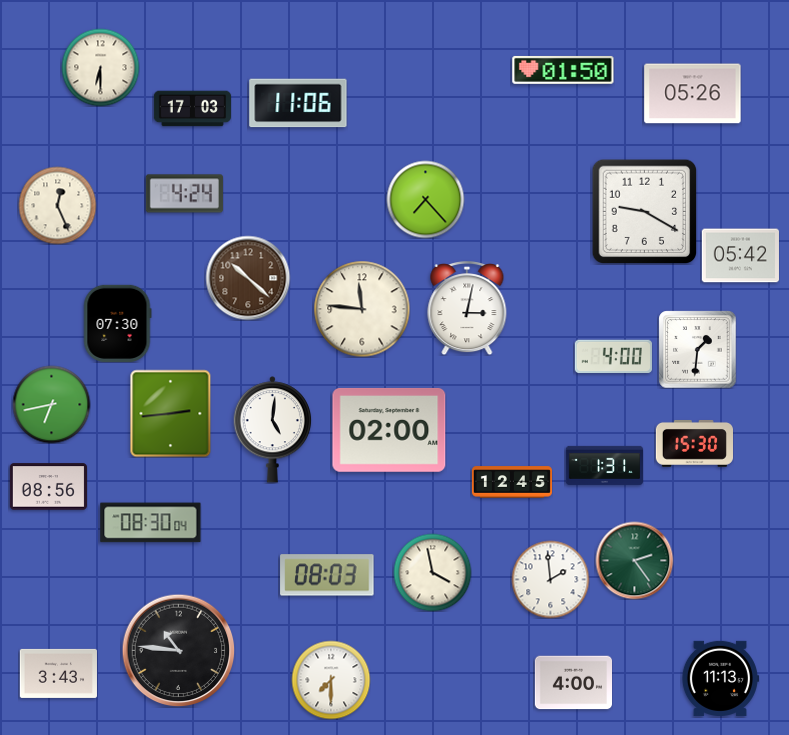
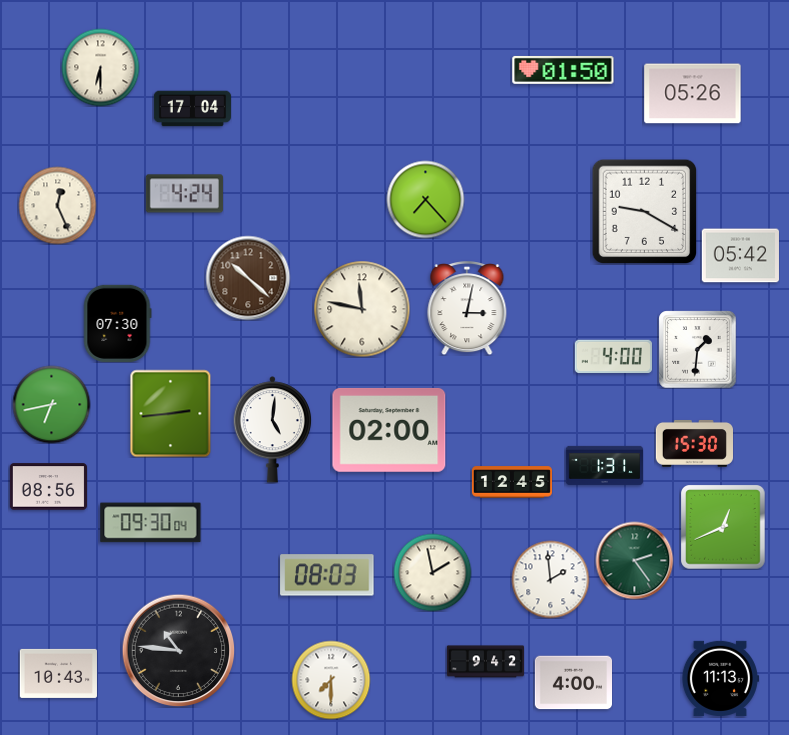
clock at (298, 103): 11:06 -> none
clock at (192, 109): 17:03 -> 17:04
clock at (362, 309): 11:46 -> 11:47
clock at (151, 523): 08:30 -> 09:30
clock at (723, 527): none -> 12:41
clock at (432, 572): 3:58 -> 1:58
clock at (485, 662): none -> 9:42
clock at (58, 673): 3:43 -> 10:43
